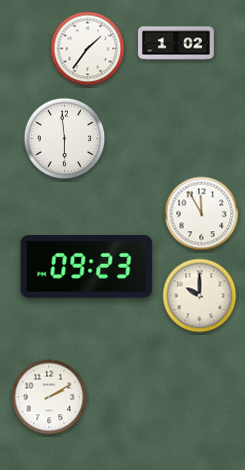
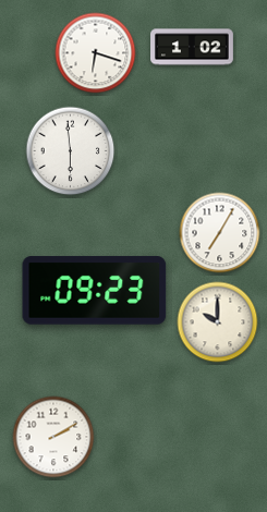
clock at (88, 49): 1:36 -> 6:18
clock at (202, 214): 11:55 -> 7:05
clock at (49, 397) position: (49, 397) -> (53, 437)
